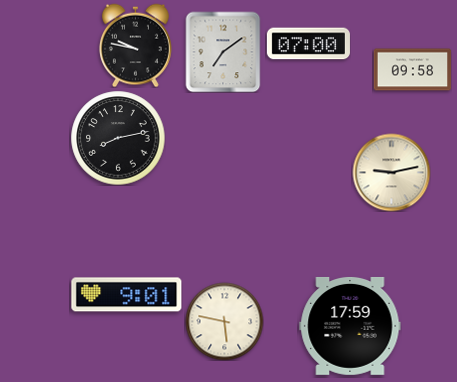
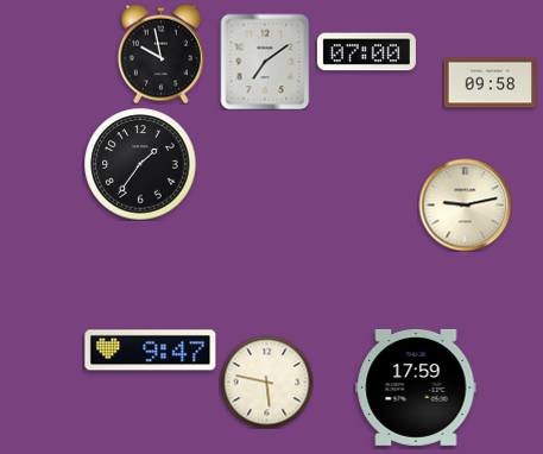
clock at (135, 45): 9:47 -> 9:58
clock at (118, 138): 8:13 -> 1:36
clock at (127, 295): 9:01 -> 9:47
